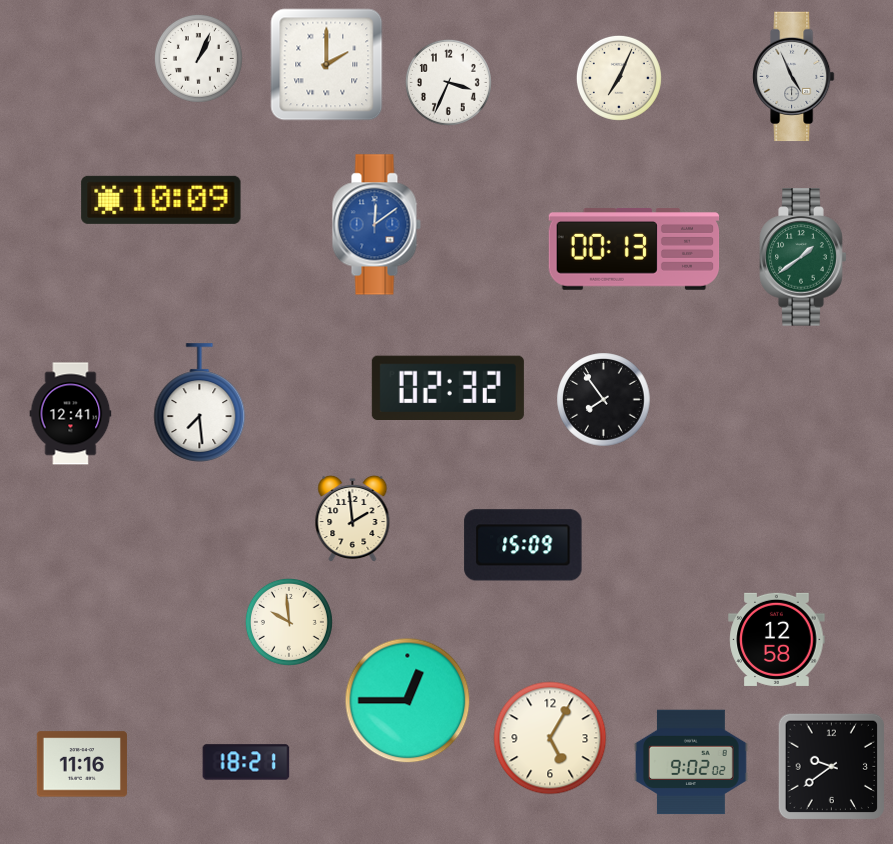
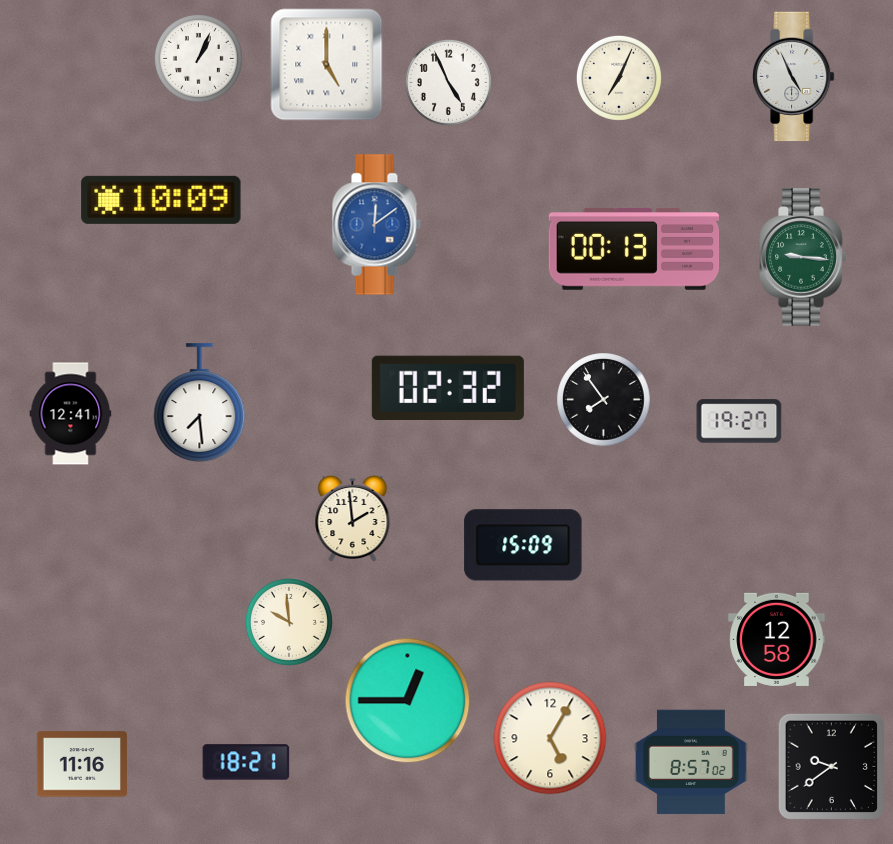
clock at (327, 65): 2:00 -> 5:00
clock at (448, 82): 3:34 -> 4:56
clock at (803, 257): 1:39 -> 9:16
clock at (739, 421): none -> 19:27
clock at (691, 762): 9:02 -> 8:57
